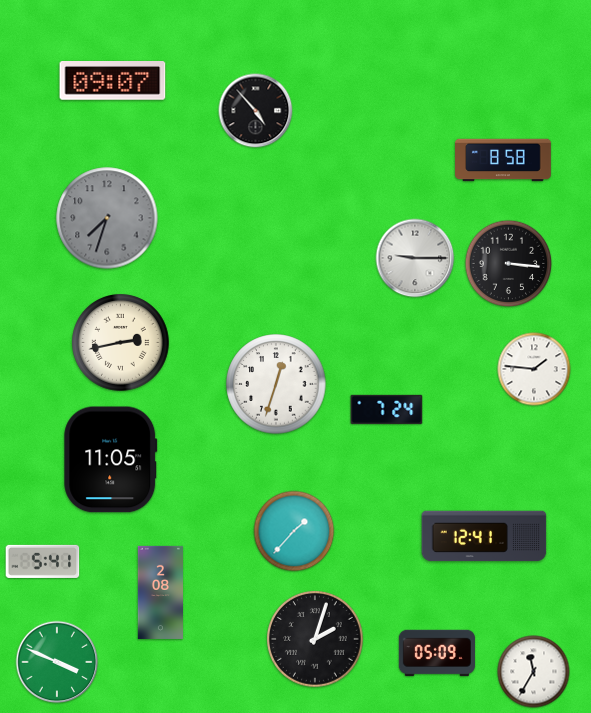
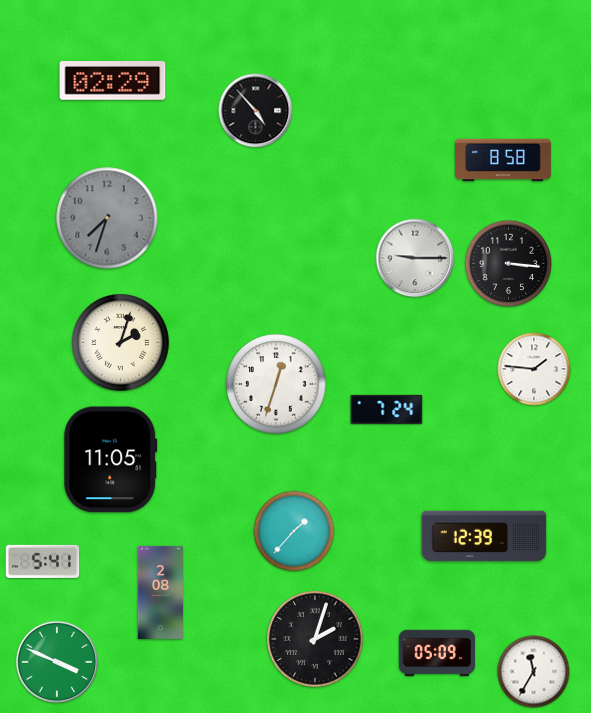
clock at (113, 81): 09:07 -> 02:29
clock at (121, 343): 2:43 -> 2:03
clock at (484, 536): 12:41 -> 12:39
